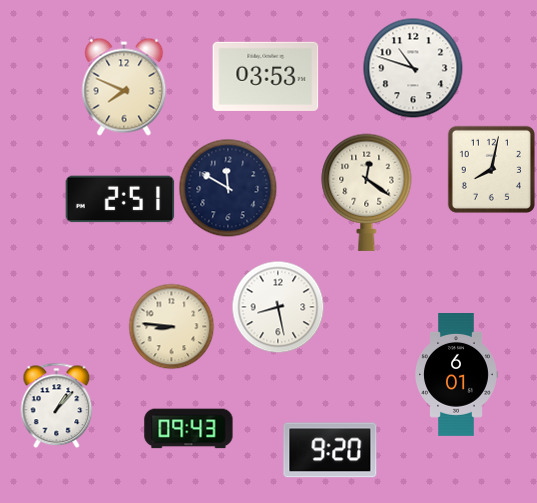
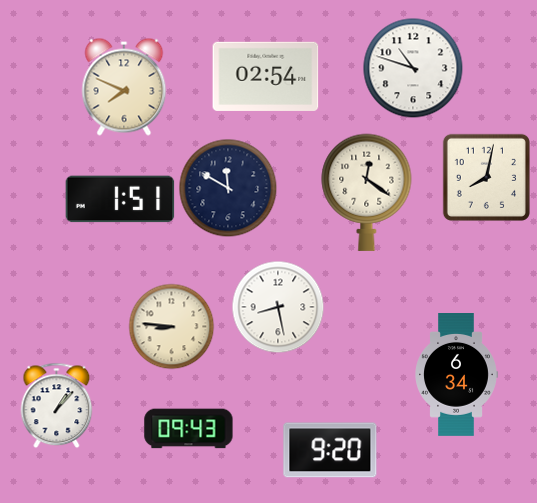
clock at (266, 76): 03:53 -> 02:54
clock at (491, 169) position: (491, 169) -> (486, 177)
clock at (120, 199): 2:51 -> 1:51
clock at (456, 375): 6:01 -> 6:34
